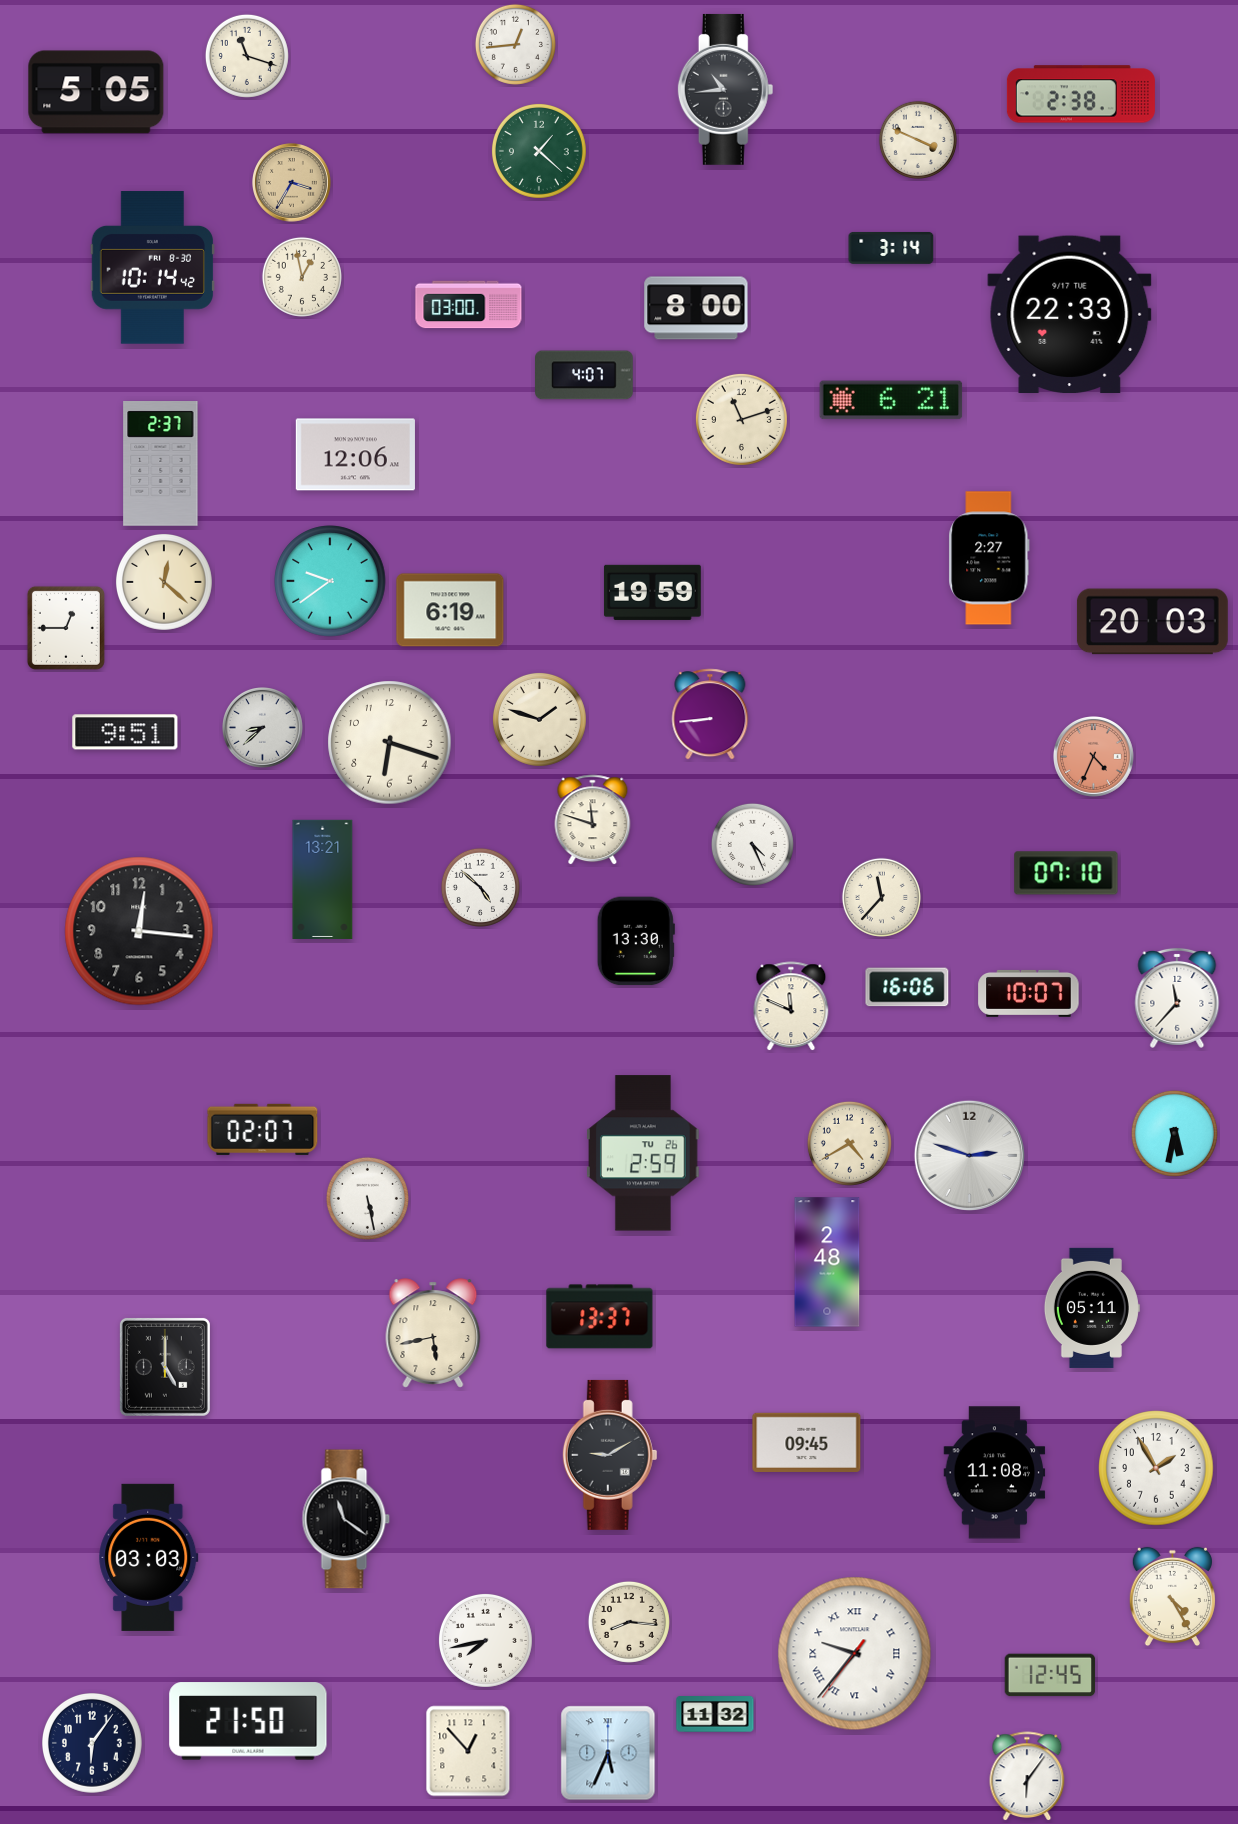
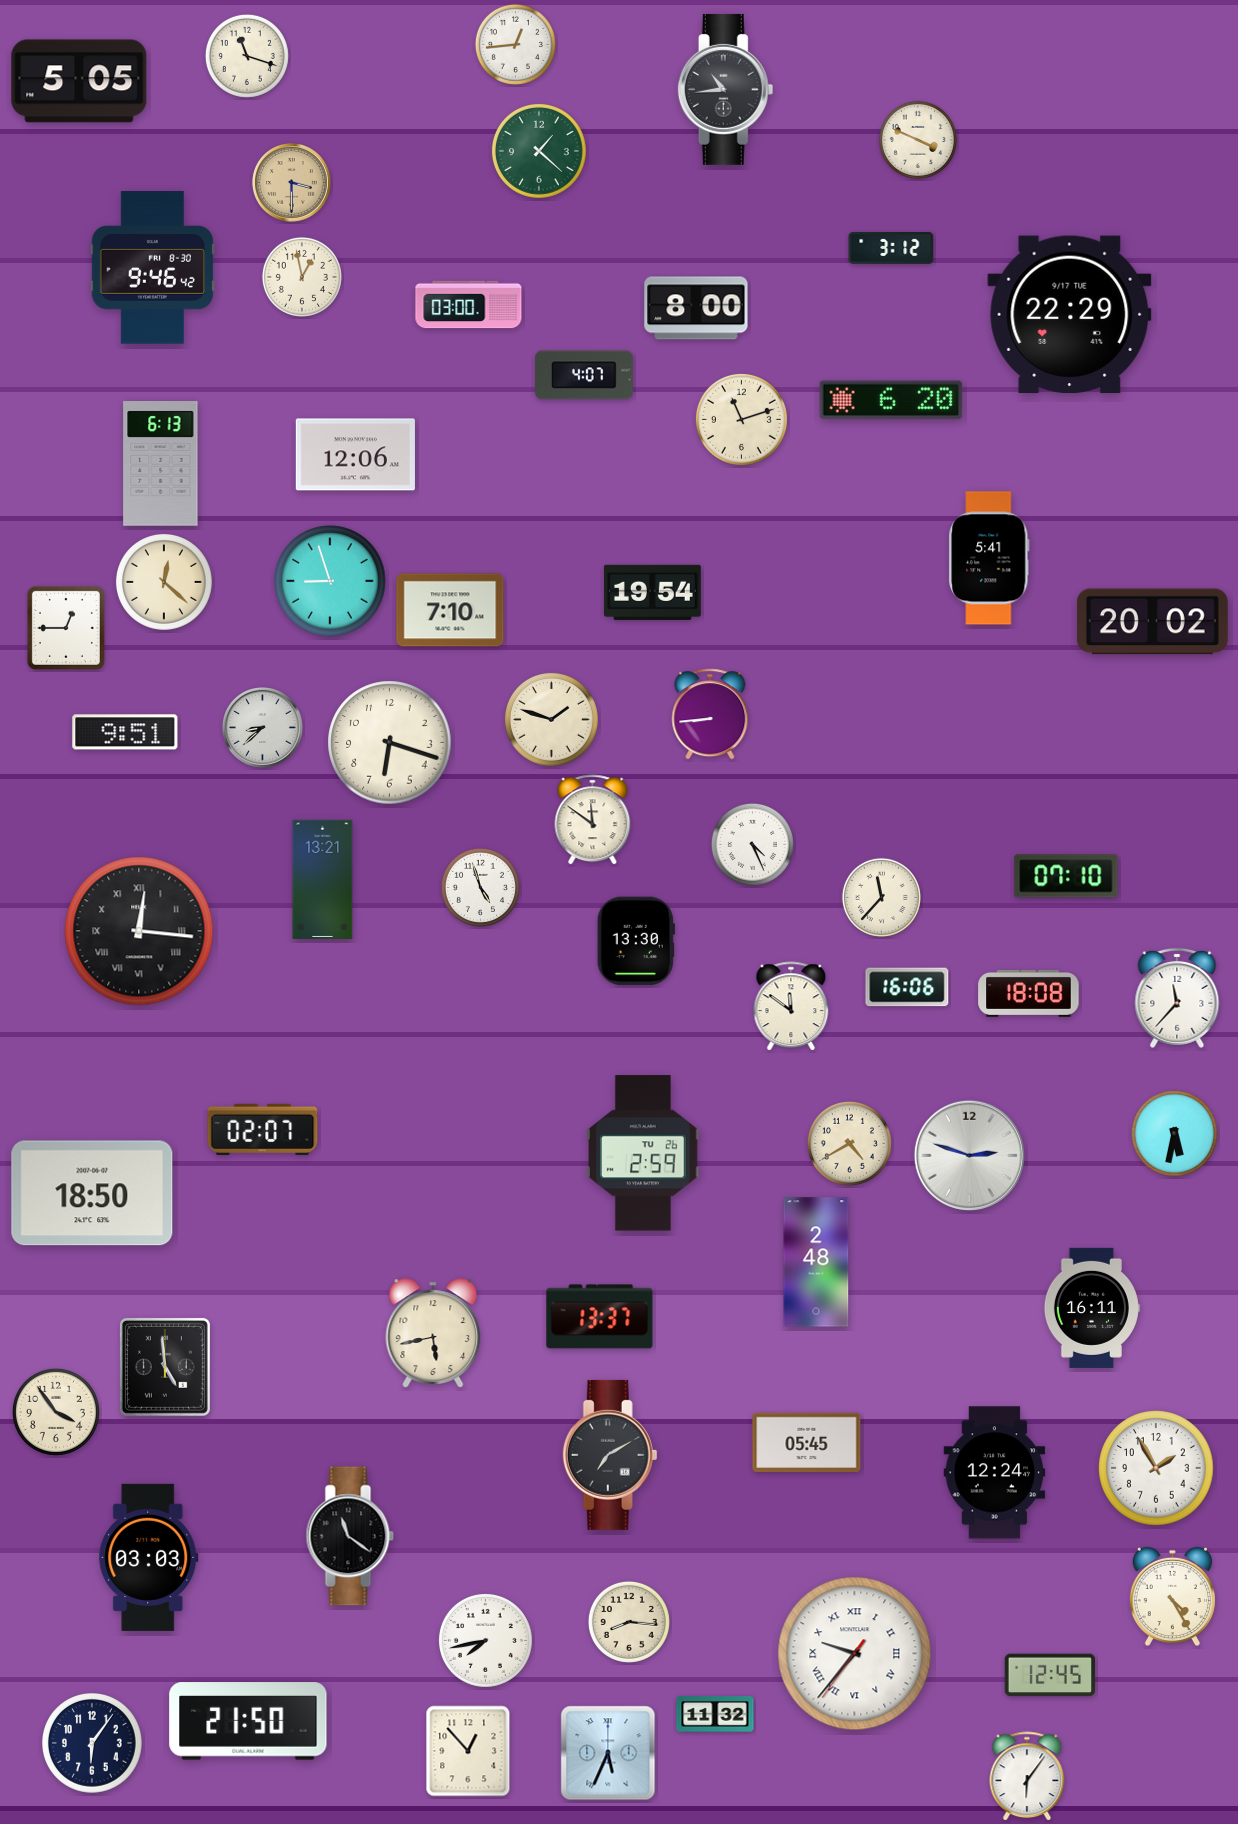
clock at (96, 92) position: (96, 92) -> (79, 81)
clock at (1081, 94): 2:38 -> none
clock at (292, 183): 3:35 -> 3:30
clock at (891, 248): 3:14 -> 3:12
clock at (152, 268): 10:14 -> 9:46
clock at (1070, 315): 22:33 -> 22:29
clock at (891, 400): 6:21 -> 6:20
clock at (161, 464): 2:37 -> 6:13
clock at (989, 558): 2:27 -> 5:41
clock at (330, 581): 9:39 -> 8:57
clock at (652, 592): 19:59 -> 19:54
clock at (450, 610): 6:19 -> 7:10
clock at (1152, 622): 20:03 -> 20:02
clock at (539, 719) position: (539, 719) -> (551, 719)
clock at (1094, 757): 4:34 -> none
clock at (593, 820): 11:48 -> 11:51
clock at (1066, 873) position: (1066, 873) -> (1066, 876)
clock at (480, 887): 4:52 -> 4:57
clock at (139, 931) numerals: Arabic -> Roman
clock at (1029, 993): 10:07 -> 18:08
clock at (791, 1007): 11:49 -> 11:51
clock at (92, 1193): none -> 18:50
clock at (367, 1198): 5:28 -> none
clock at (827, 1262) position: (827, 1262) -> (816, 1262)
clock at (1092, 1308): 05:11 -> 16:11
clock at (165, 1367): 5:00 -> 4:59
clock at (56, 1412): none -> 3:54
clock at (807, 1442): 09:45 -> 05:45
clock at (610, 1455): 9:10 -> 7:10
clock at (995, 1473): 11:08 -> 12:24
clock at (346, 1519) position: (346, 1519) -> (350, 1536)
